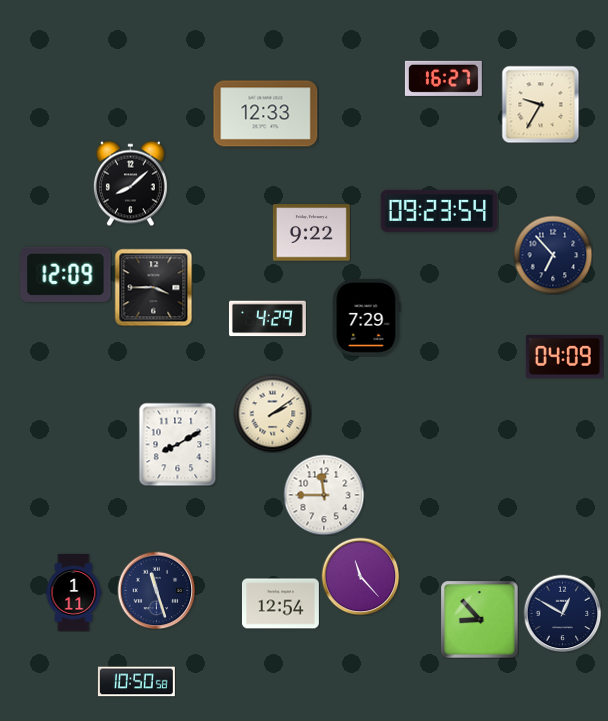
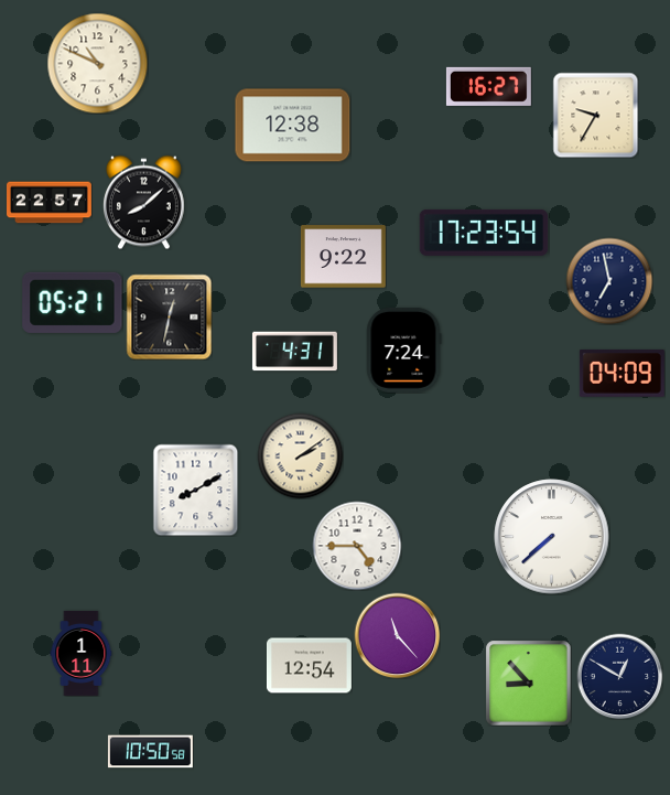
clock at (97, 63): none -> 10:49
clock at (266, 114): 12:33 -> 12:38
clock at (50, 203): none -> 22:57
clock at (439, 211): 09:23 -> 17:23
clock at (553, 255): 6:53 -> 6:58
clock at (66, 274): 12:09 -> 05:21
clock at (153, 287): 3:45 -> 12:32
clock at (366, 317): 7:29 -> 7:24
clock at (267, 319): 4:29 -> 4:31
clock at (564, 357) position: (564, 357) -> (622, 374)
clock at (552, 537): none -> 7:38
clock at (324, 495): 11:45 -> 4:45
clock at (156, 590): 11:27 -> none
